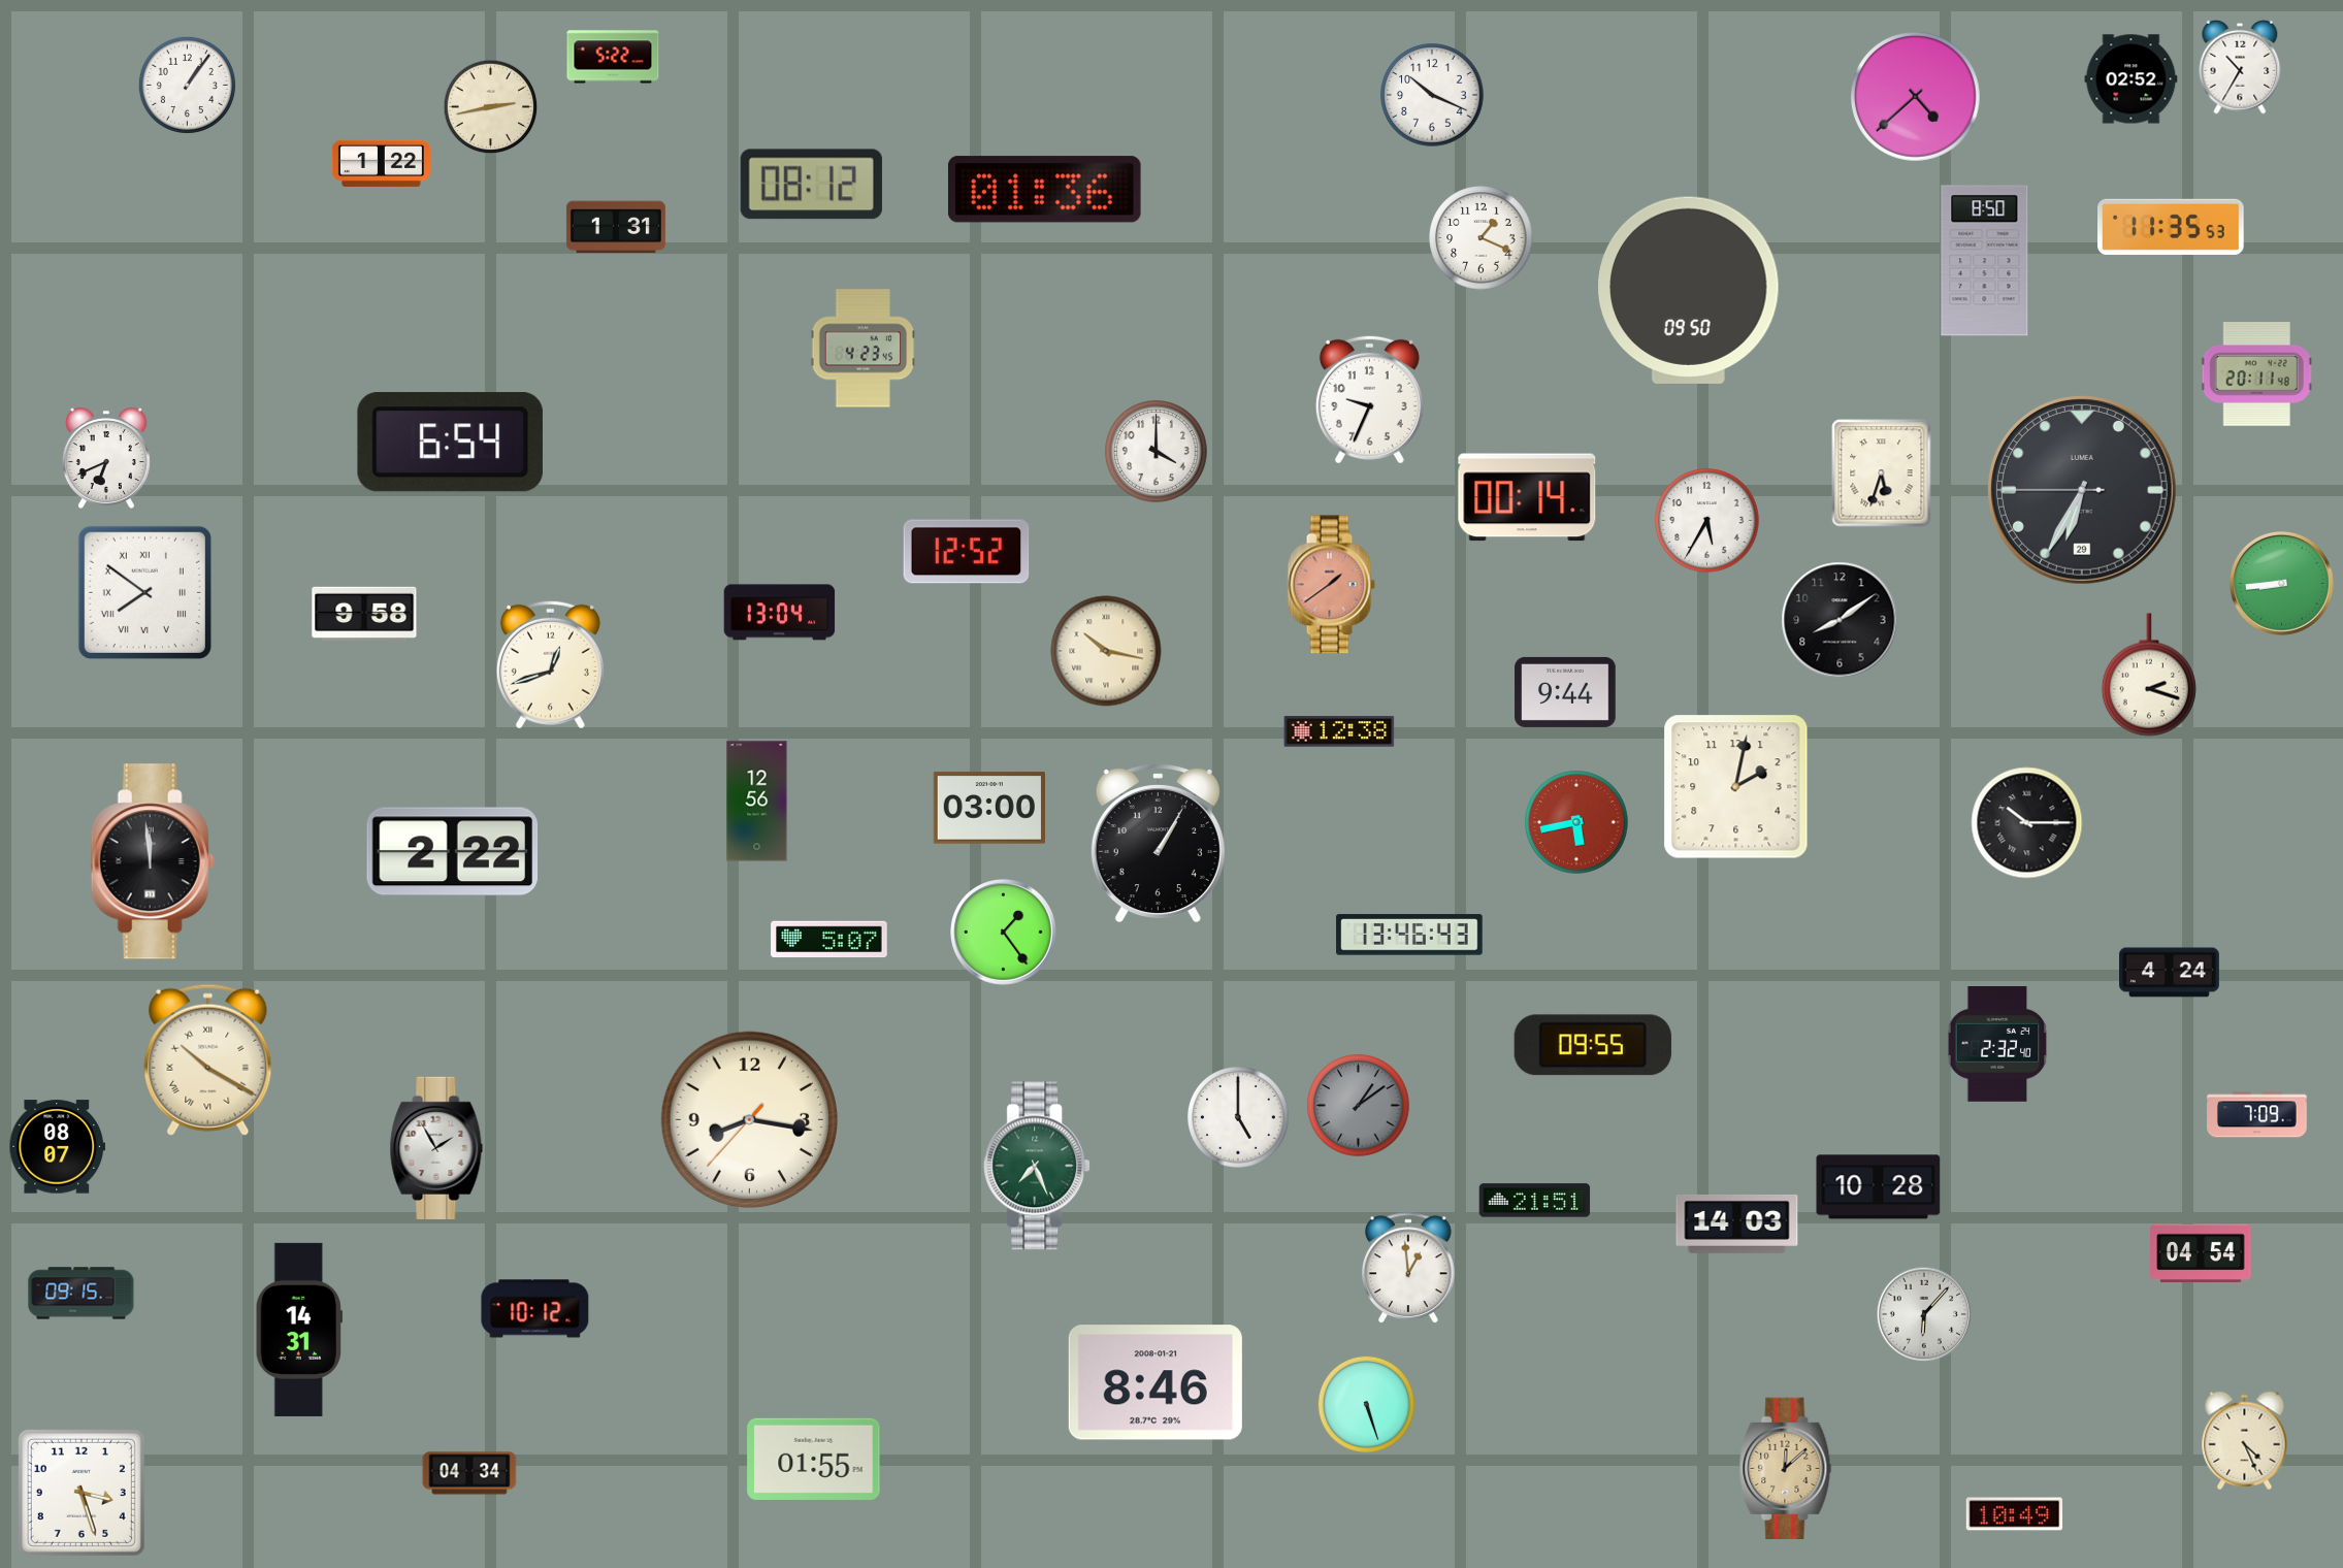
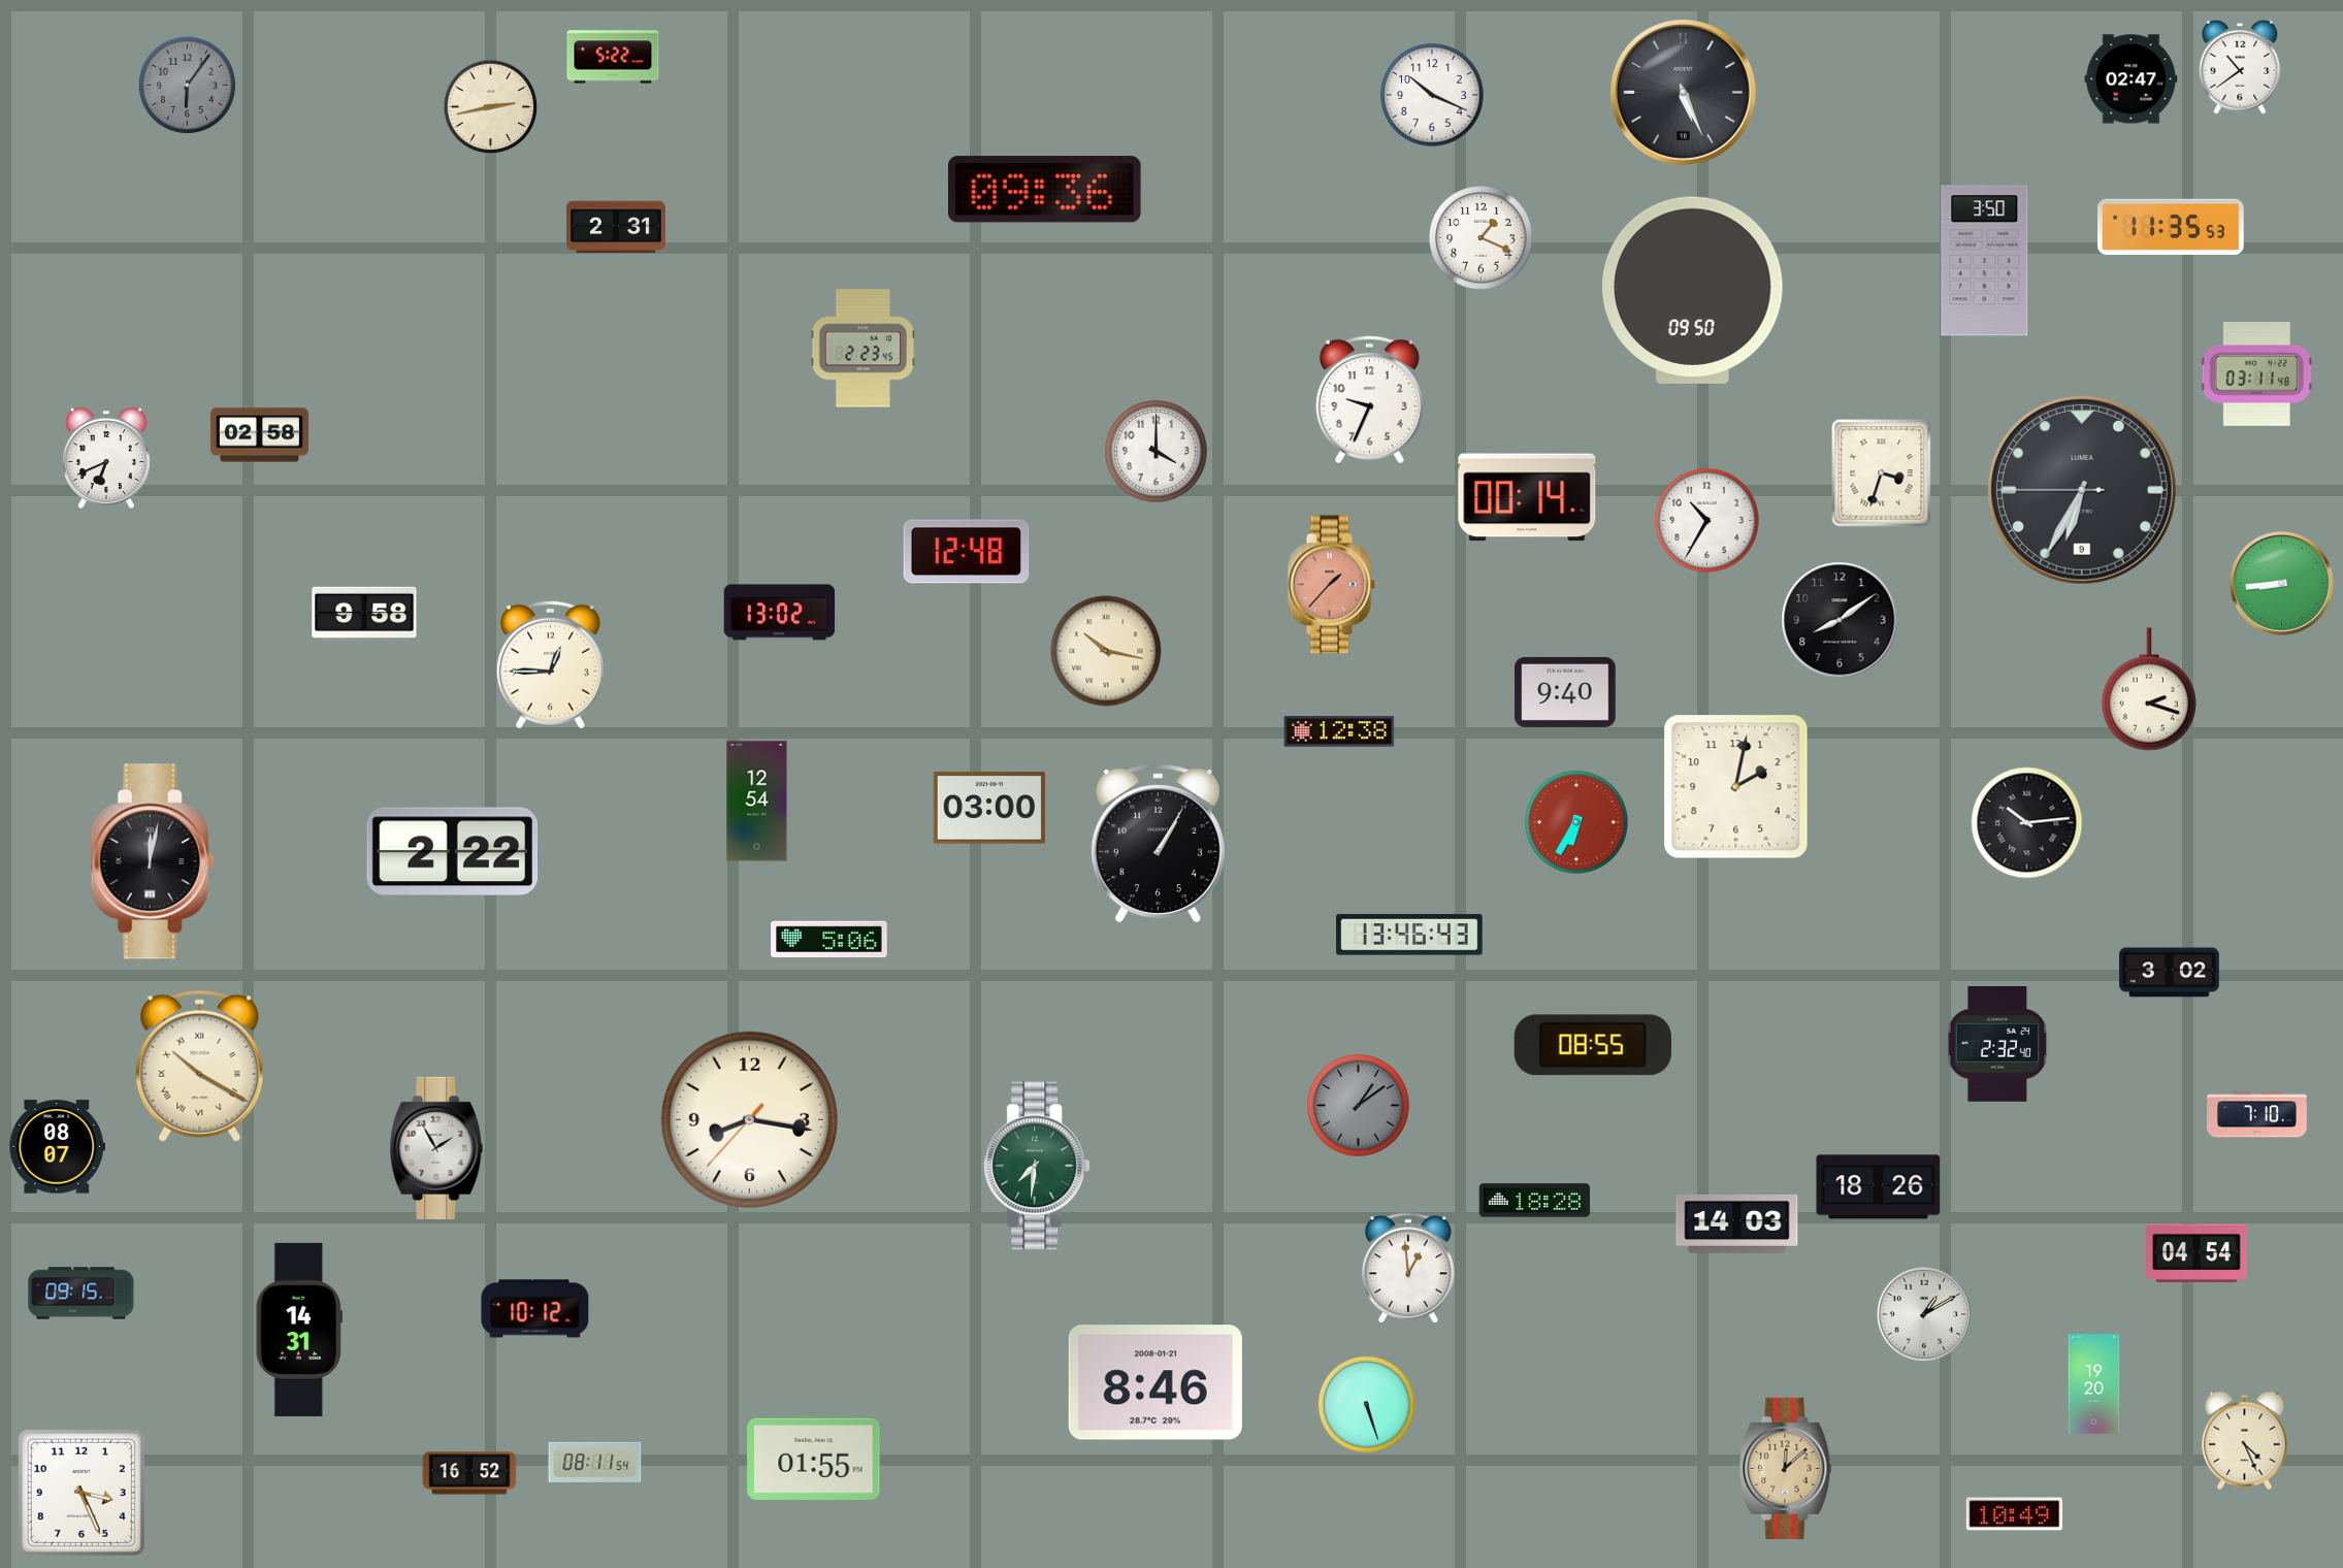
clock at (2240, 67): 10:35 -> 10:39
clock at (2132, 79): 02:52 -> 02:47
clock at (187, 85): 1:06 -> 6:06
clock at (187, 85) dial: white -> grey
clock at (1683, 92): none -> 5:26
clock at (1916, 97): 4:38 -> none
clock at (381, 163): 1:22 -> none
clock at (811, 185): 08:12 -> none
clock at (1044, 190): 01:36 -> 09:36
clock at (616, 227): 1:31 -> 2:31
clock at (1985, 261): 8:50 -> 3:50
clock at (1689, 290) position: (1689, 290) -> (1693, 290)
clock at (864, 349): 4:23 -> 2:23
clock at (2256, 374): 20:11 -> 03:11
clock at (259, 435): none -> 02:58
clock at (450, 443): 6:54 -> none
clock at (1882, 473): 5:33 -> 3:33
clock at (2082, 490) date: 29 -> 9
clock at (1707, 521): 5:35 -> 10:35
clock at (967, 552): 12:52 -> 12:48
clock at (1331, 585): 1:39 -> 1:37
clock at (144, 592): 7:51 -> none
clock at (780, 613): 13:04 -> 13:02
clock at (550, 664): 12:42 -> 12:45
clock at (2149, 675) position: (2149, 675) -> (2149, 689)
clock at (1565, 692): 9:44 -> 9:40
clock at (757, 802): 12:56 -> 12:54
clock at (1576, 822): 5:43 -> 6:35
clock at (2027, 823): 10:15 -> 10:14
clock at (153, 861): 11:59 -> 12:02
clock at (1004, 933): 1:24 -> none
clock at (829, 940): 5:07 -> 5:06
clock at (2170, 973): 4:24 -> 3:02
clock at (1593, 1045): 09:55 -> 08:55
clock at (208, 1059) position: (208, 1059) -> (200, 1066)
clock at (2257, 1115): 7:09 -> 7:10
clock at (1239, 1118): 5:00 -> none
clock at (1037, 1166): 7:26 -> 7:31
clock at (1879, 1187): 10:28 -> 18:26
clock at (1535, 1201): 21:51 -> 18:28
clock at (2201, 1253) position: (2201, 1253) -> (2196, 1253)
clock at (1924, 1314): 6:07 -> 1:10
clock at (2094, 1384): none -> 19:20
clock at (595, 1462): none -> 08:11
clock at (469, 1473): 04:34 -> 16:52
clock at (82, 1493): 3:27 -> 3:26
